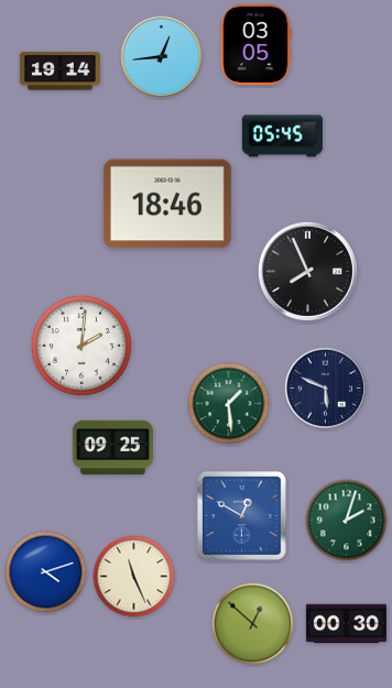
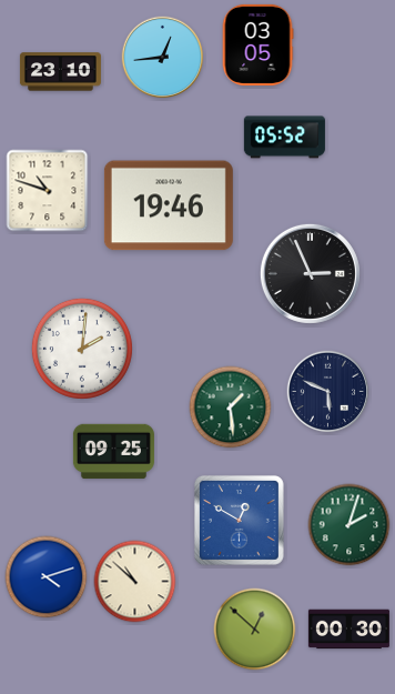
clock at (59, 72): 19:14 -> 23:10
clock at (282, 136): 05:45 -> 05:52
clock at (48, 191): none -> 10:48
clock at (167, 204): 18:46 -> 19:46
clock at (307, 271): 7:56 -> 2:56
clock at (241, 515) position: (241, 515) -> (239, 520)
clock at (134, 577): 11:26 -> 10:52
